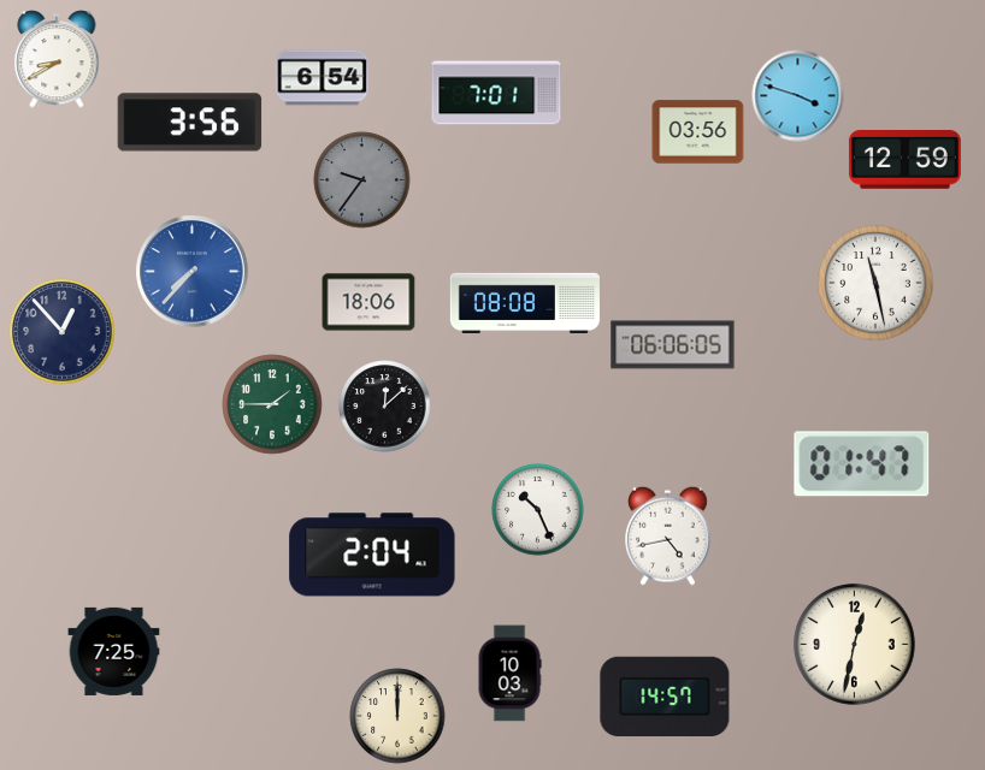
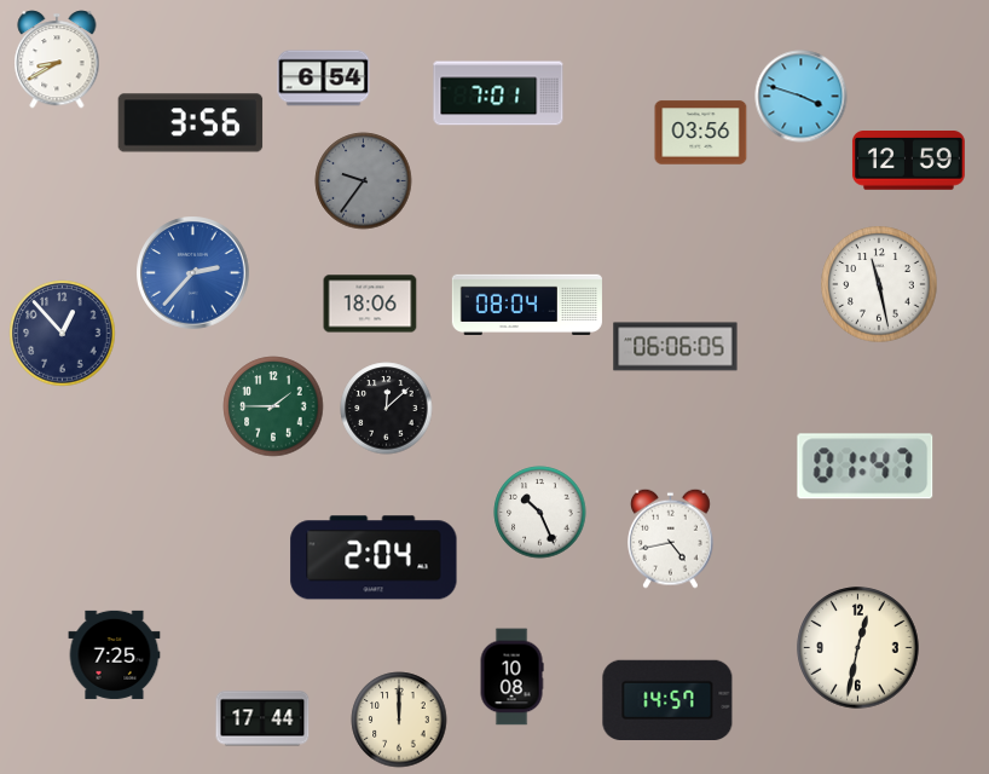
clock at (193, 272): 7:37 -> 2:37
clock at (525, 302): 08:08 -> 08:04
clock at (509, 674): 10:03 -> 10:08
clock at (262, 718): none -> 17:44
